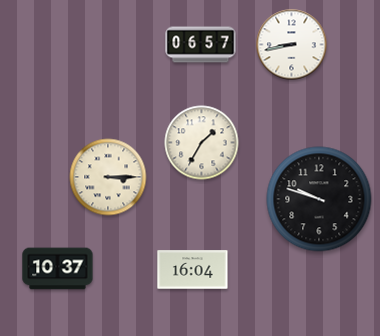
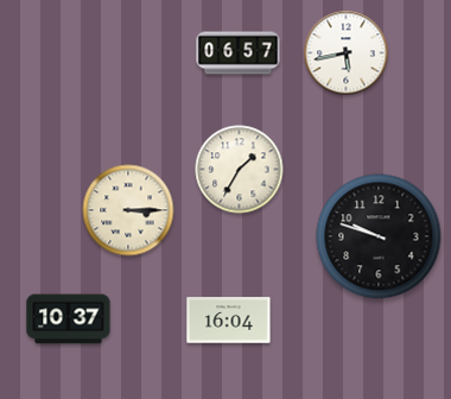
clock at (292, 45): 8:43 -> 5:43
